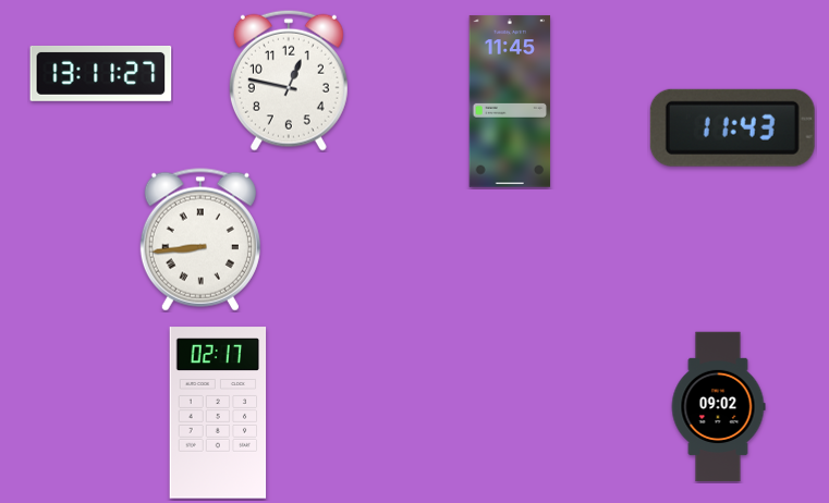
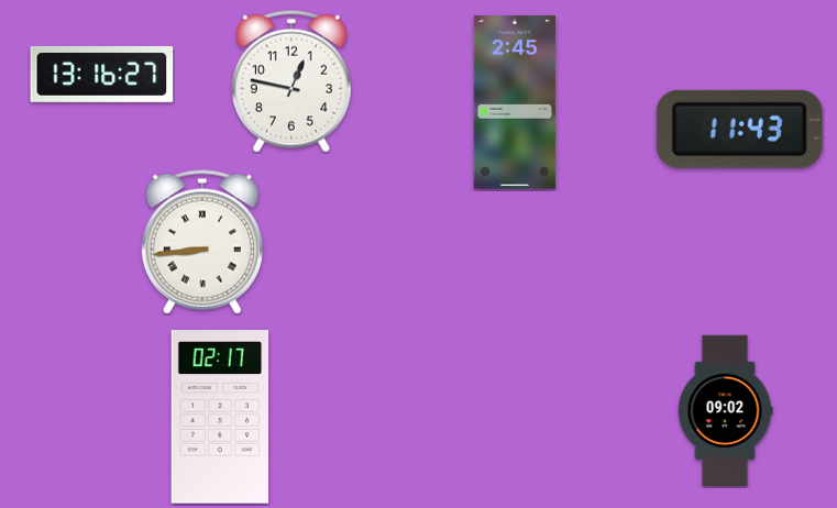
clock at (101, 73): 13:11 -> 13:16
clock at (510, 101): 11:45 -> 2:45
